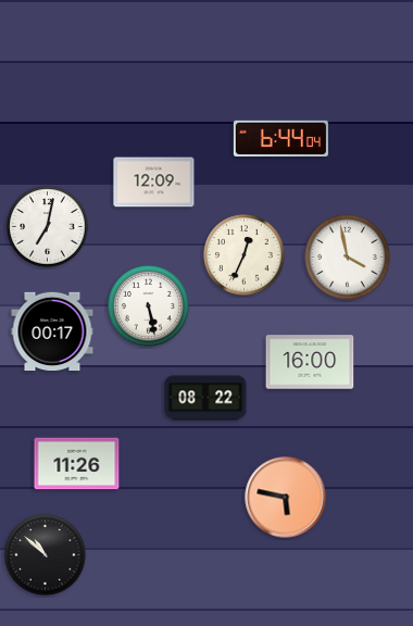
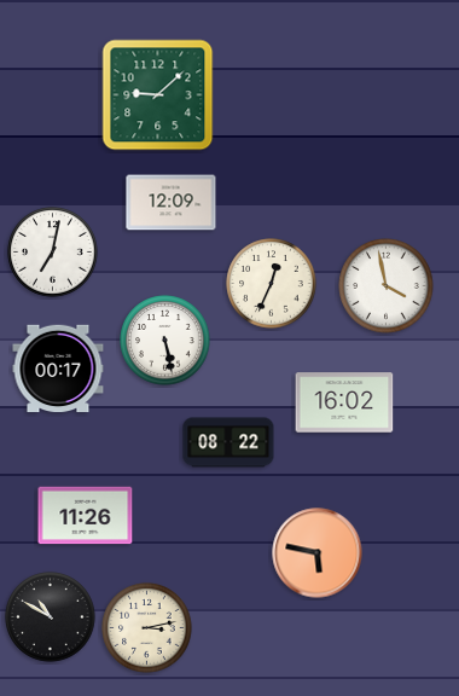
clock at (158, 95): none -> 9:08
clock at (280, 138): 6:44 -> none
clock at (310, 362): 16:00 -> 16:02
clock at (46, 555): 10:52 -> 10:50
clock at (147, 628): none -> 3:13
